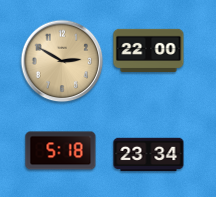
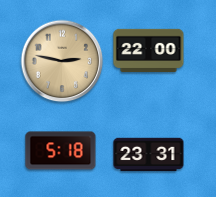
clock at (62, 61): 2:50 -> 2:47
clock at (149, 155): 23:34 -> 23:31
